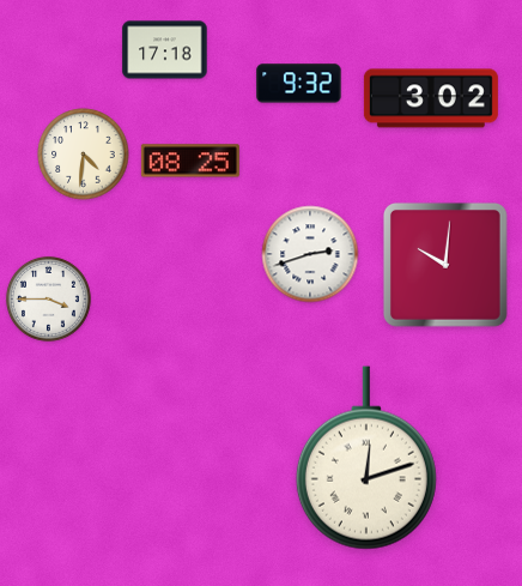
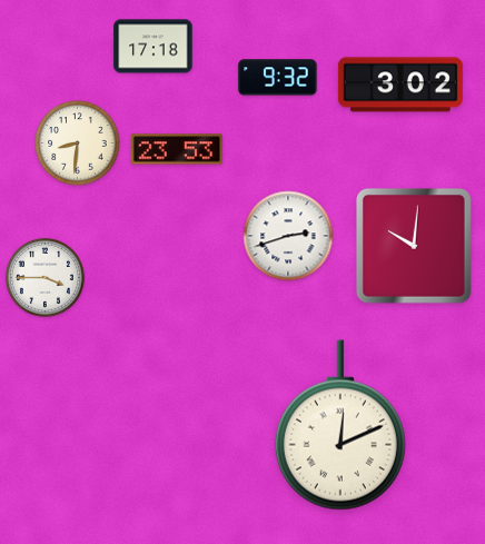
clock at (431, 98) position: (431, 98) -> (400, 85)
clock at (84, 155): 4:31 -> 8:31
clock at (190, 161): 08:25 -> 23:53
clock at (366, 458): 12:12 -> 12:11
